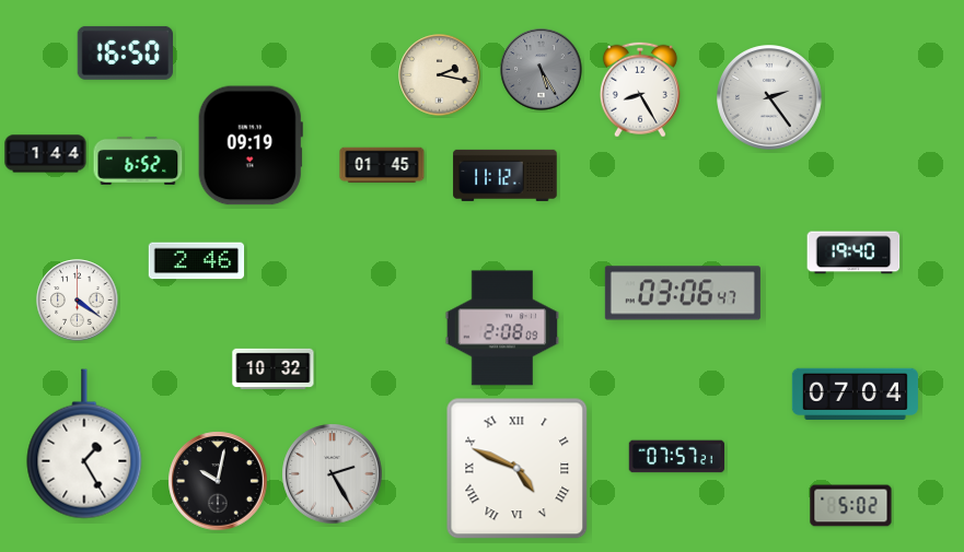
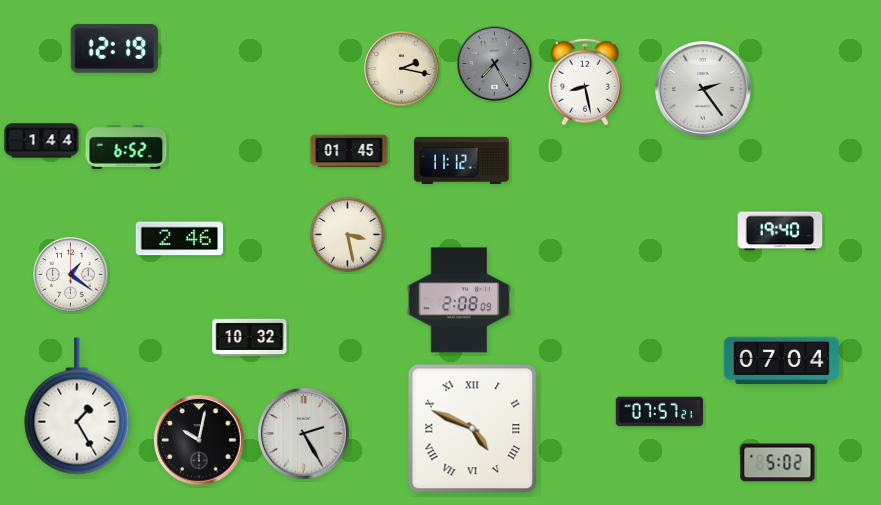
clock at (125, 52): 16:50 -> 12:19
clock at (542, 70): 5:25 -> 7:25
clock at (640, 90): 8:25 -> 8:28
clock at (251, 145): 09:19 -> none
clock at (347, 234): none -> 3:28
clock at (683, 293): 03:06 -> none
clock at (78, 301): 4:21 -> 1:21
clock at (677, 457) position: (677, 457) -> (660, 412)
